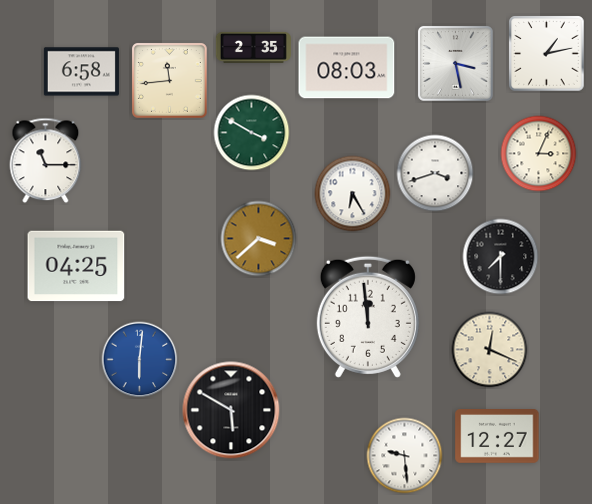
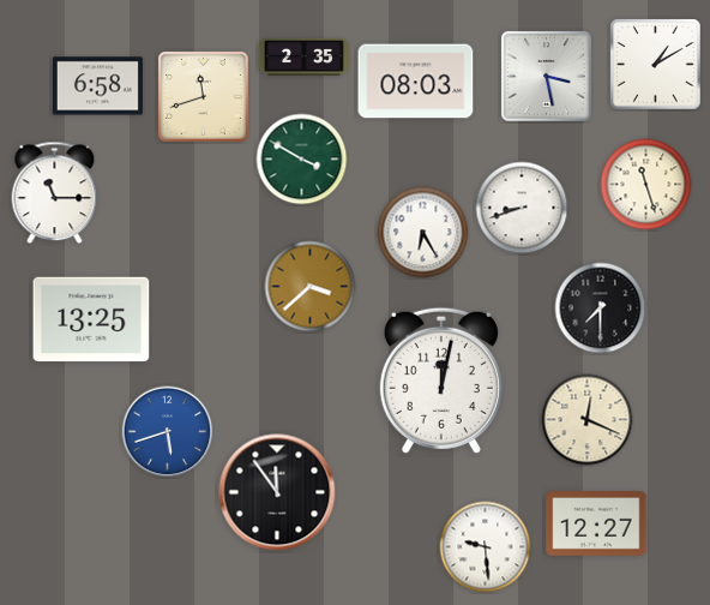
clock at (547, 54): 1:13 -> 1:10
clock at (170, 81): 11:44 -> 11:42
clock at (539, 154): 3:04 -> 11:27
clock at (435, 173): 3:42 -> 8:42
clock at (76, 266): 04:25 -> 13:25
clock at (368, 317): 11:59 -> 12:02
clock at (140, 360): 6:01 -> 5:42
clock at (231, 410): 5:50 -> 11:54
